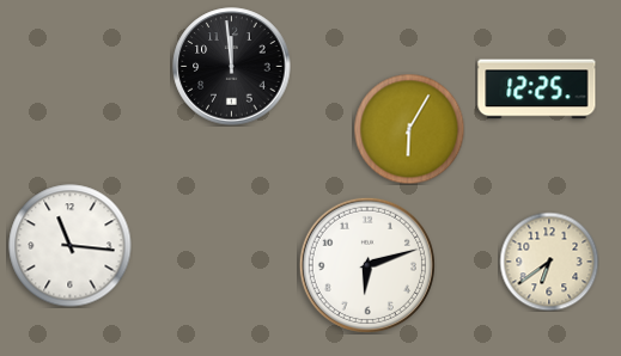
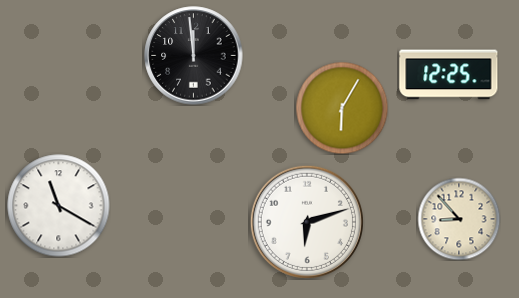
clock at (71, 246): 11:16 -> 11:20
clock at (549, 262): 6:39 -> 8:53
